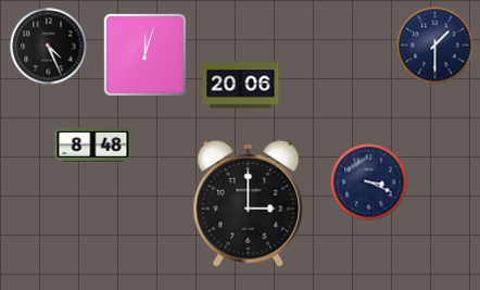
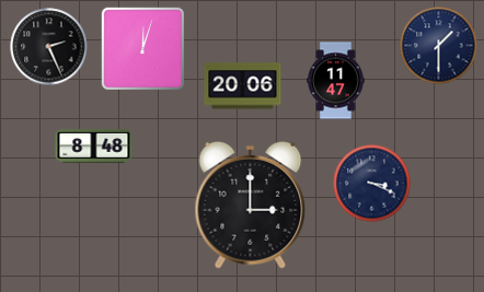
clock at (49, 47): 4:26 -> 2:26
clock at (144, 54) position: (144, 54) -> (142, 48)
clock at (336, 81): none -> 11:47
